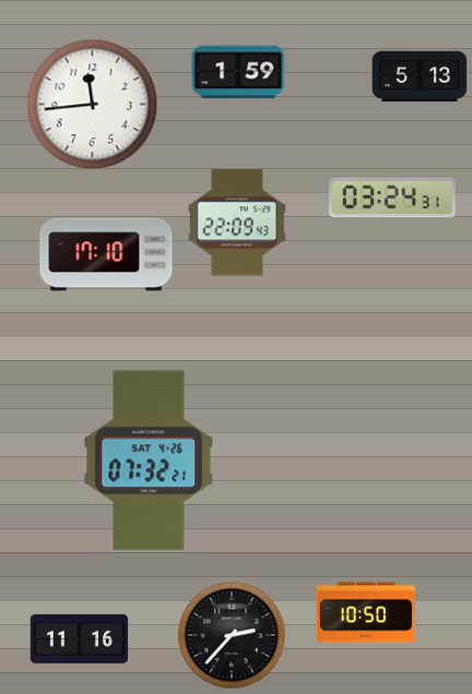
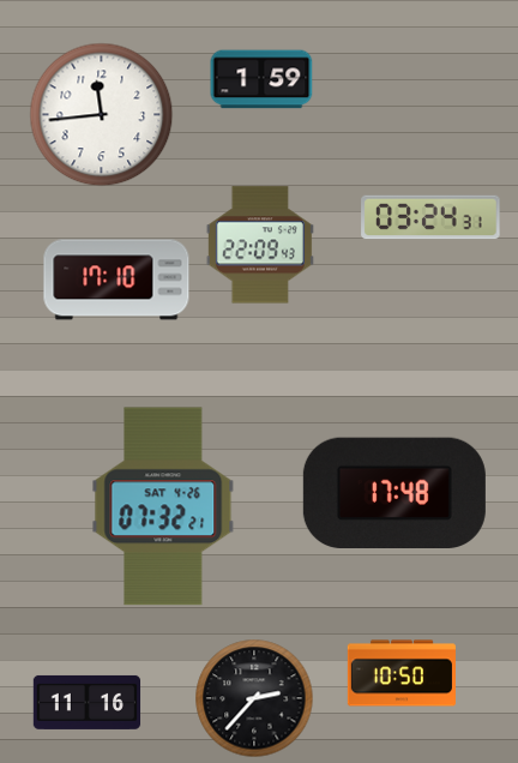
clock at (420, 76): 5:13 -> none
clock at (394, 493): none -> 17:48
